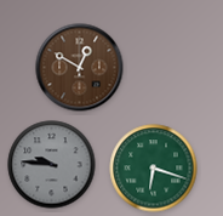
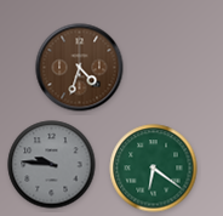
clock at (80, 68): 12:50 -> 4:33
clock at (154, 169): 6:18 -> 6:21
